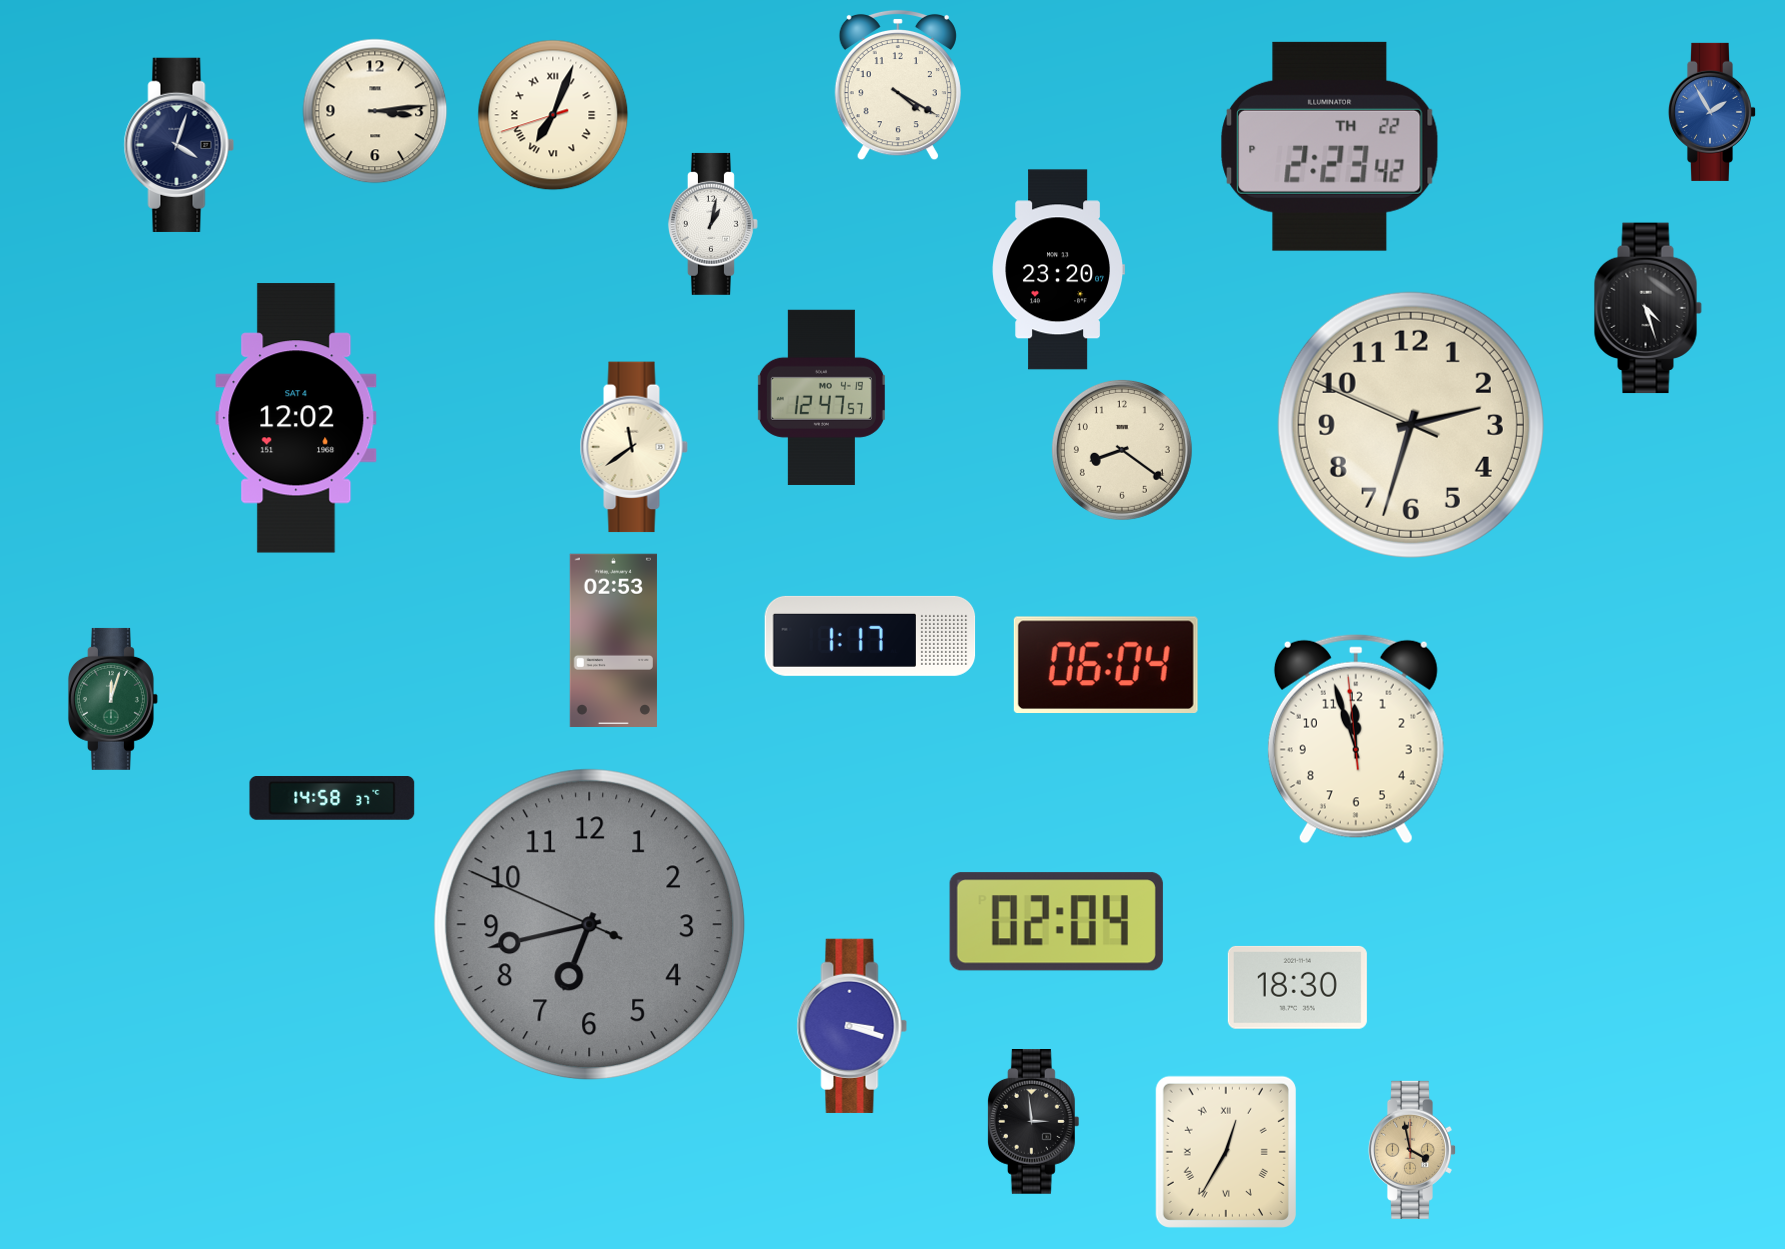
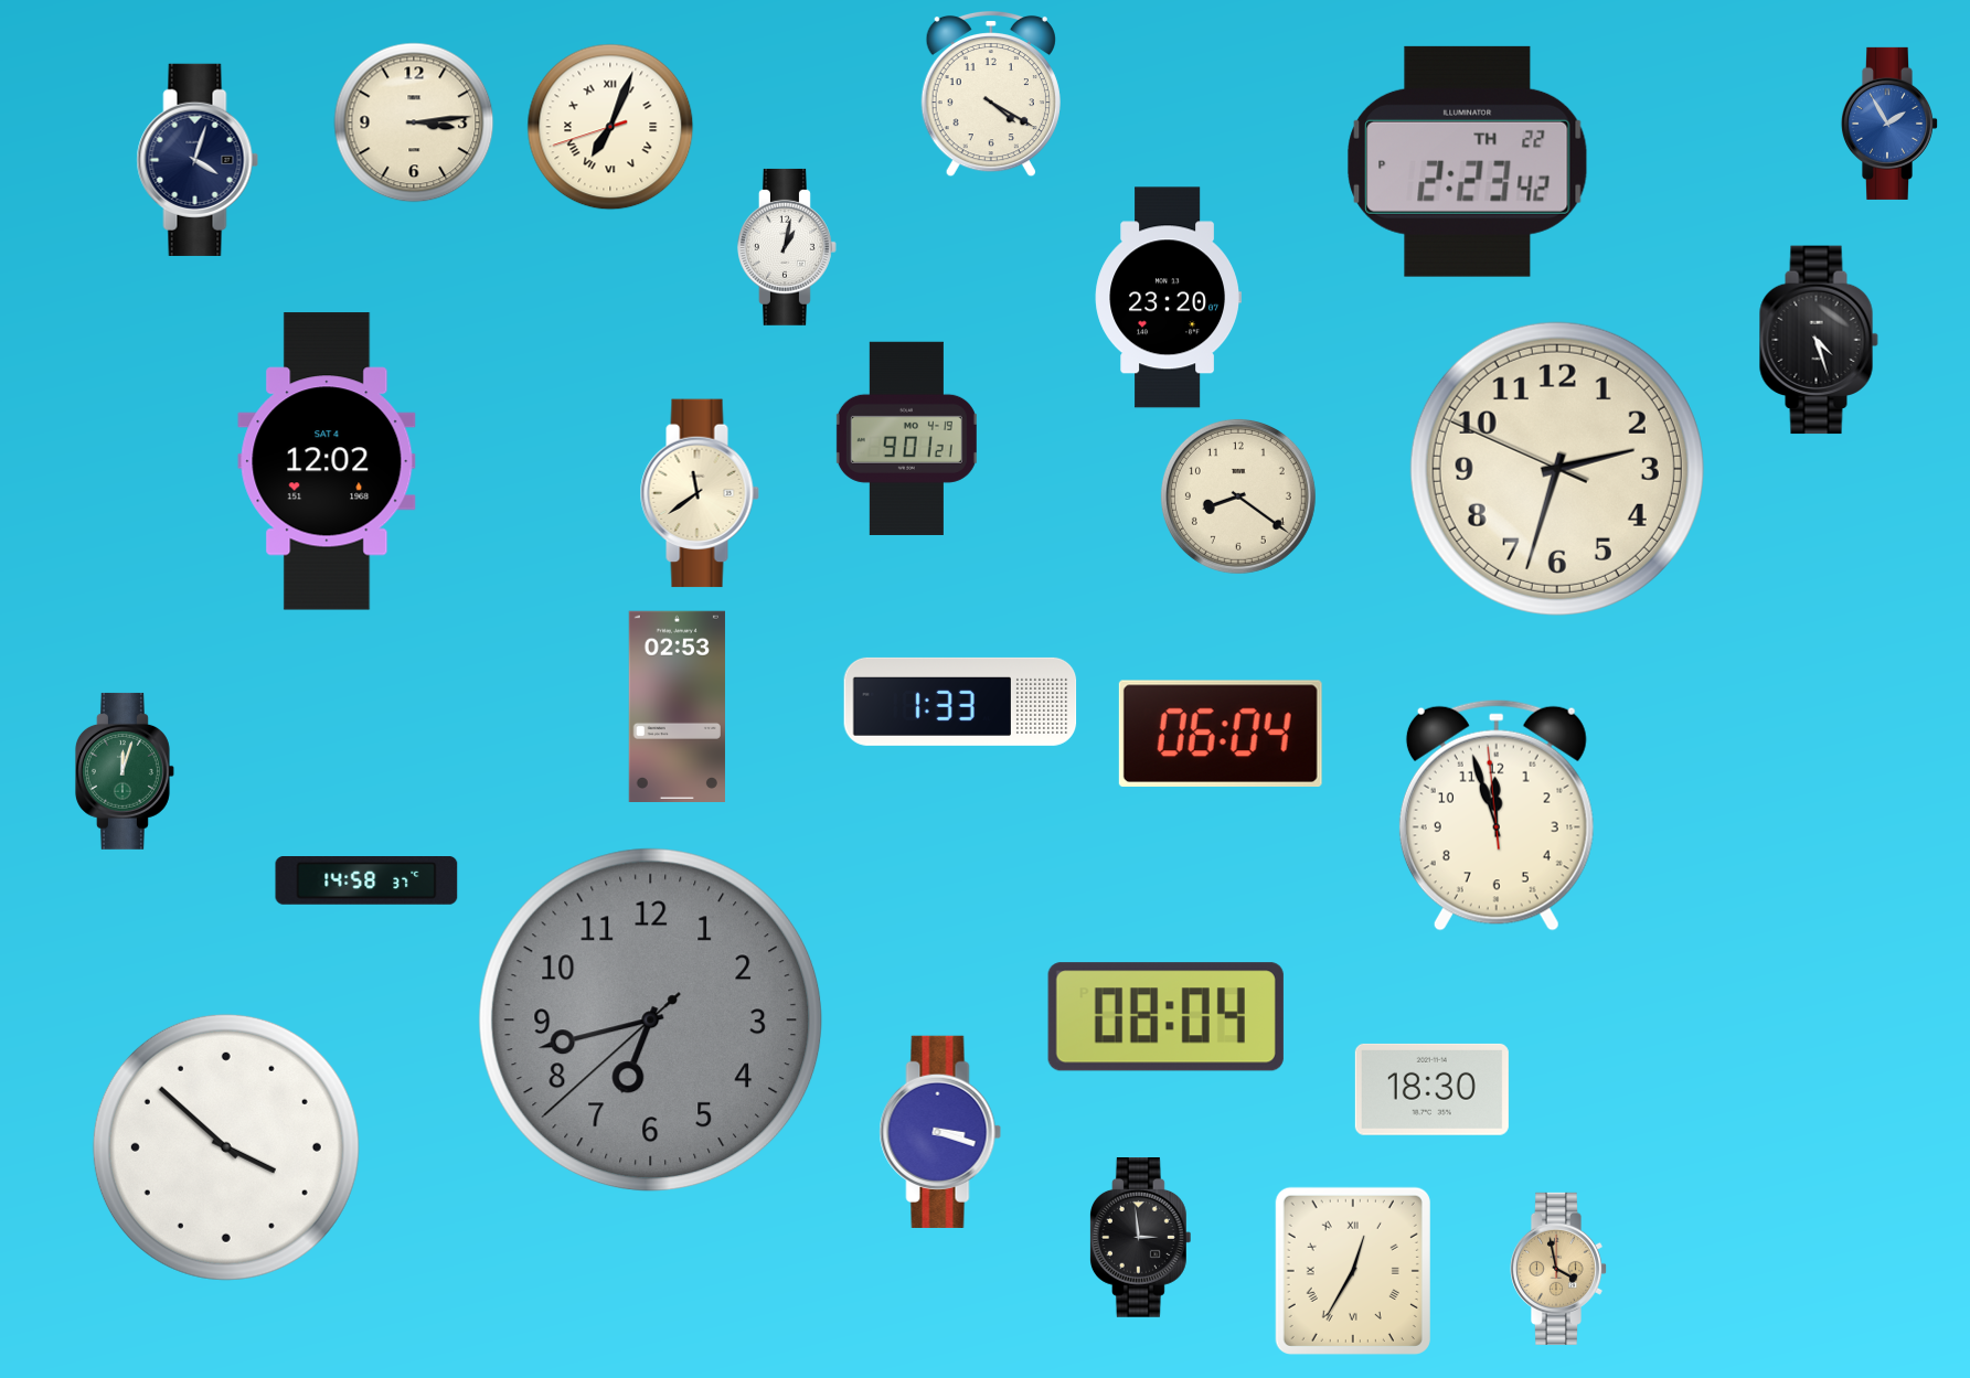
clock at (821, 397): 12:47 -> 9:01
clock at (870, 636): 1:17 -> 1:33
clock at (1056, 922): 02:04 -> 08:04
clock at (590, 925): 6:42:49 -> 6:42:38
clock at (226, 1147): none -> 3:52
